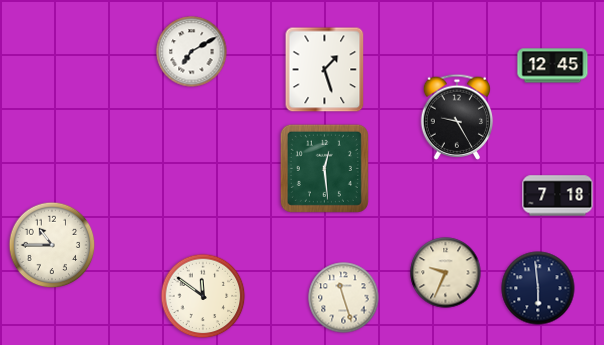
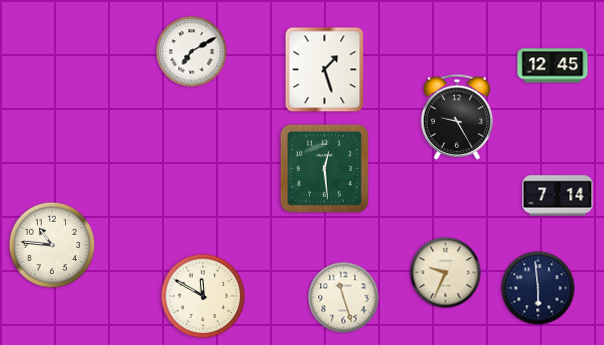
clock at (558, 196): 7:18 -> 7:14
clock at (52, 245): 10:45 -> 10:46
clock at (203, 296): 11:51 -> 11:50
